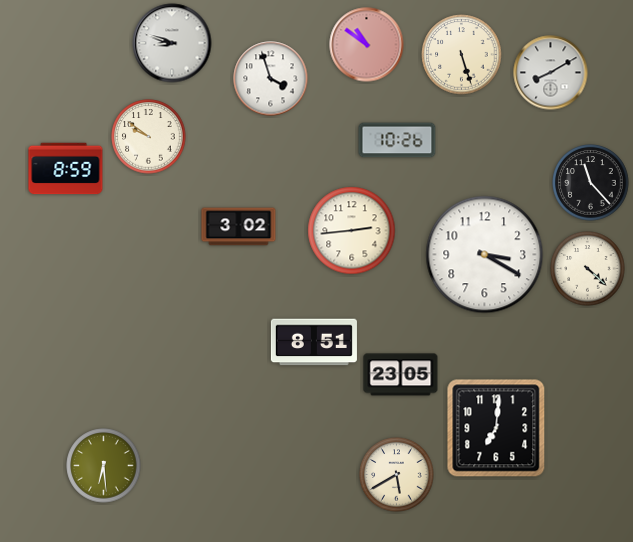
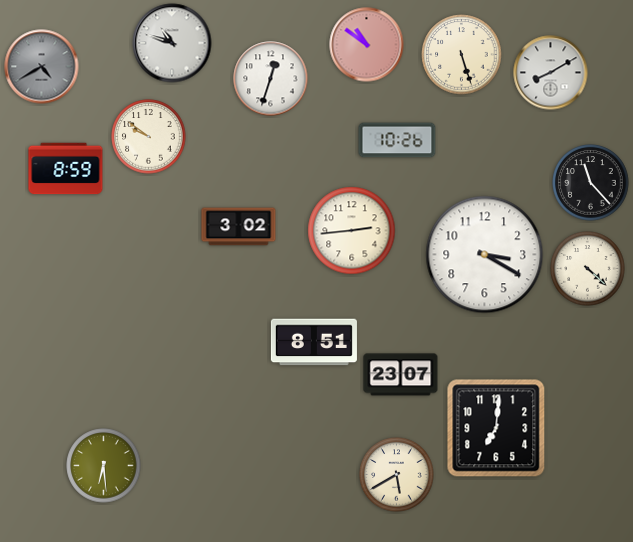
clock at (172, 43): 8:48 -> 10:48
clock at (42, 67): none -> 4:40
clock at (271, 79): 3:57 -> 12:33
clock at (401, 375): 23:05 -> 23:07
